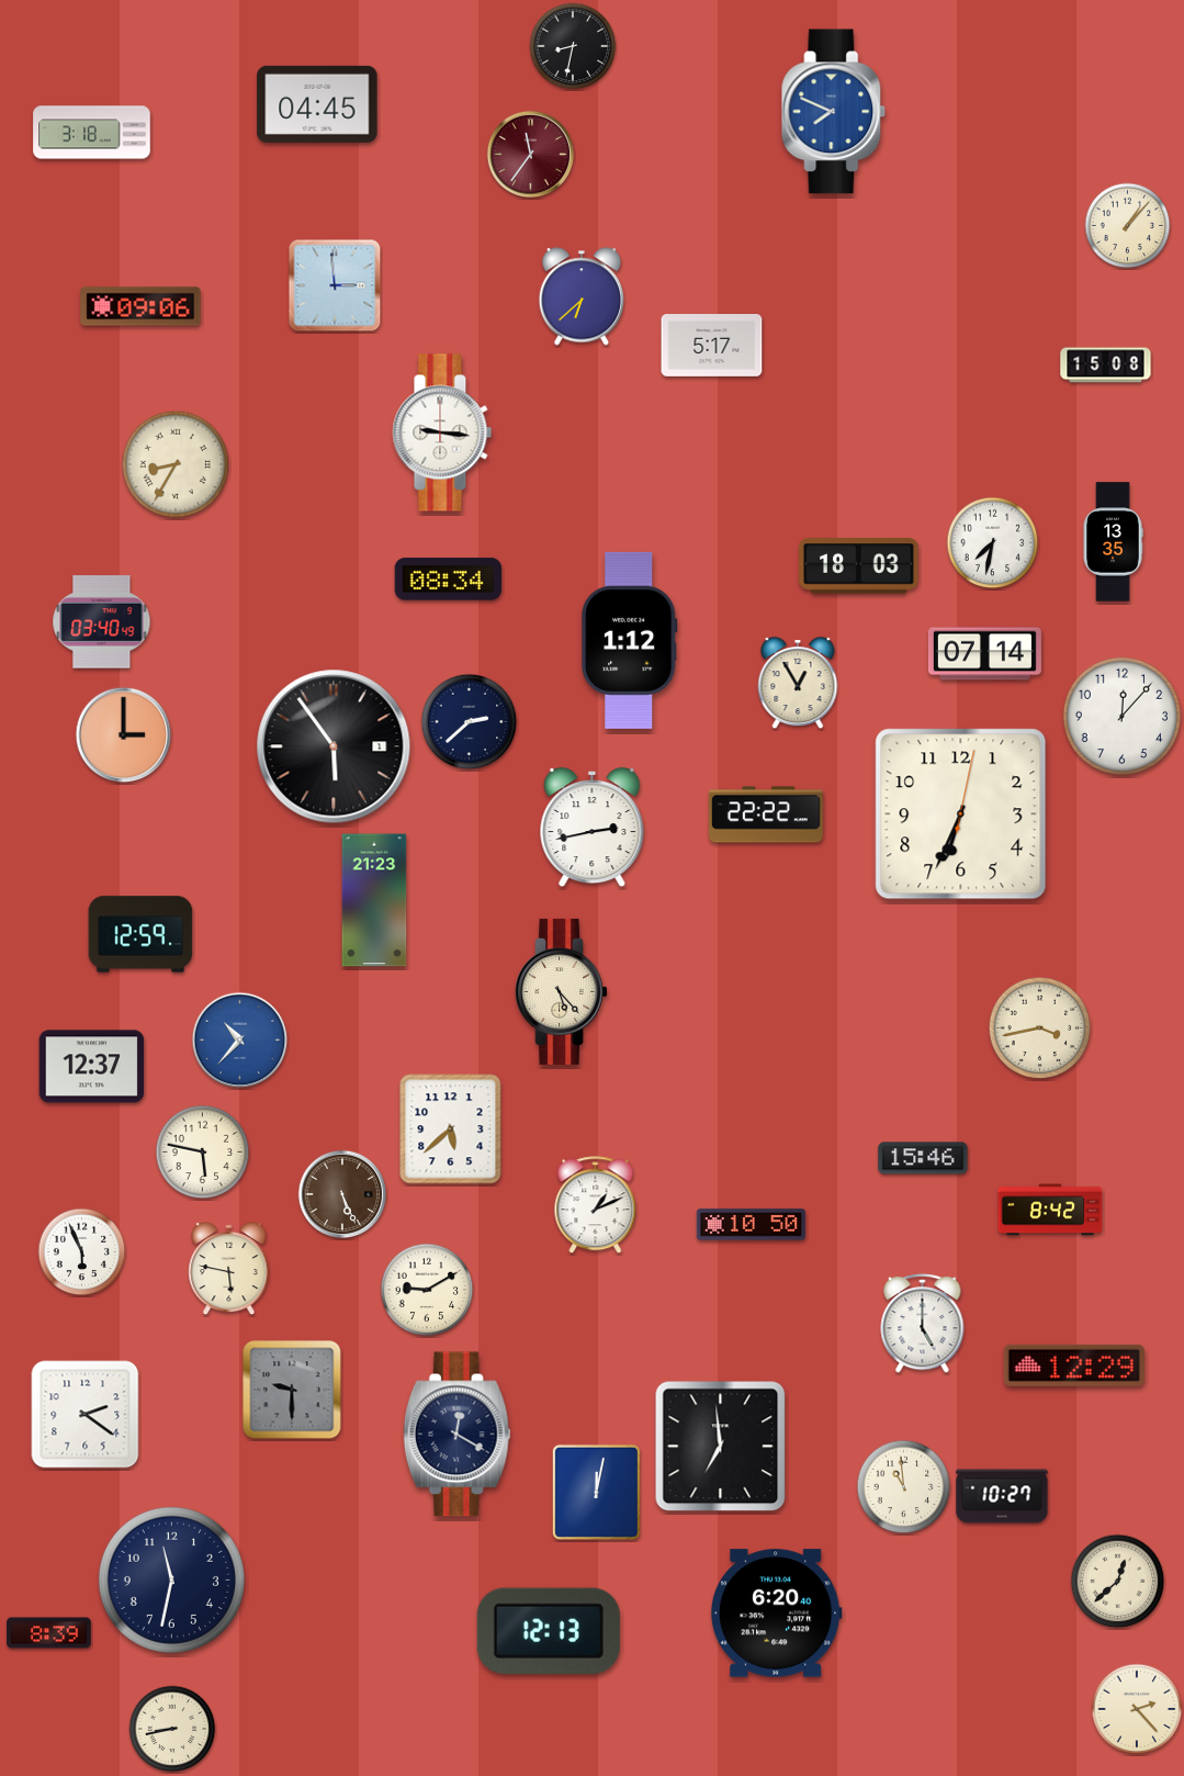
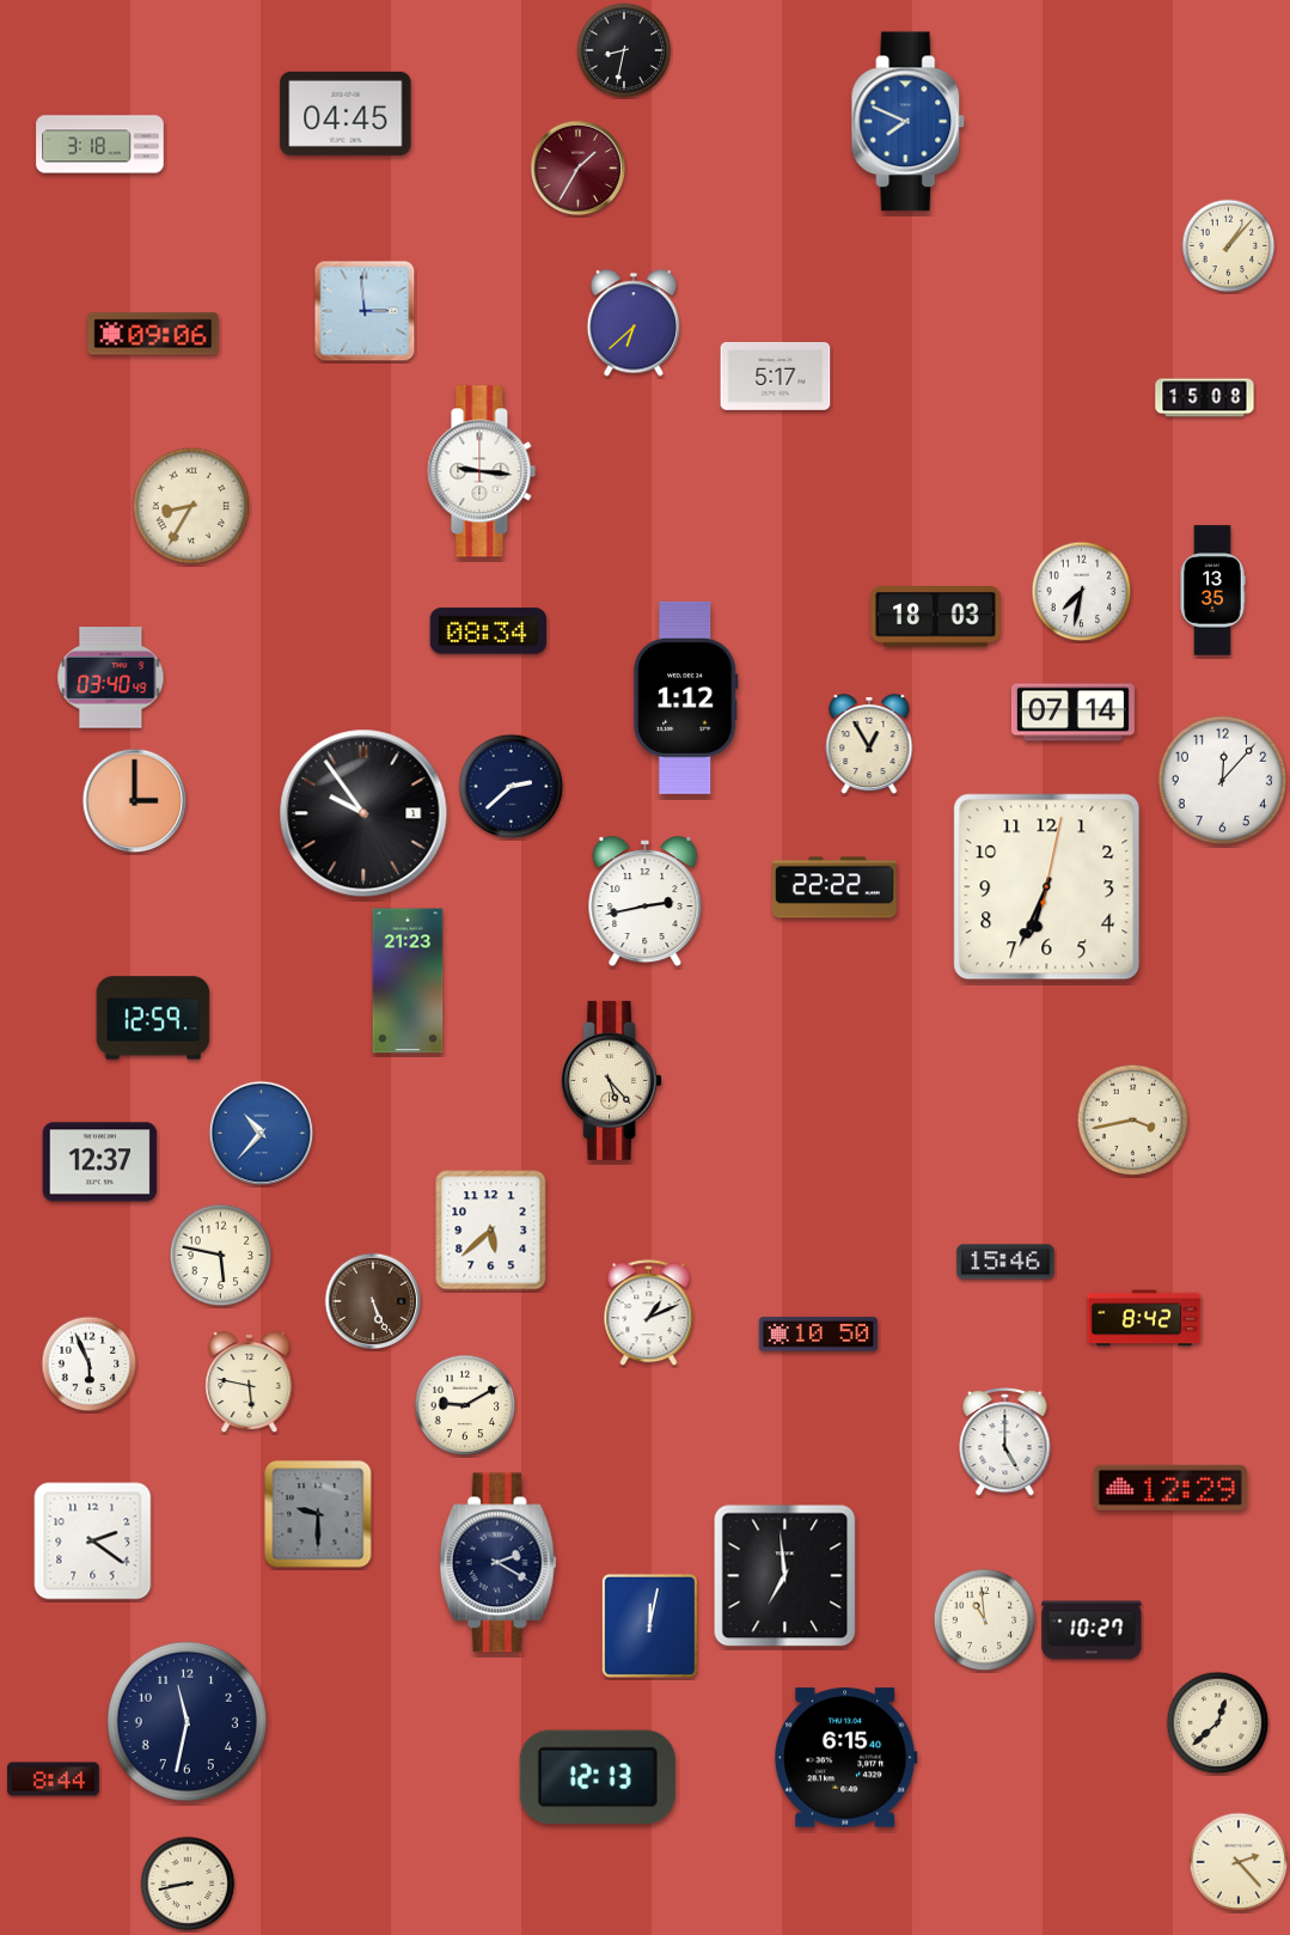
clock at (531, 155): 11:36 -> 1:35
clock at (334, 746): 5:54 -> 9:54
clock at (456, 1435): 12:20 -> 2:20
clock at (776, 1614): 6:20 -> 6:15
clock at (49, 1633): 8:39 -> 8:44
